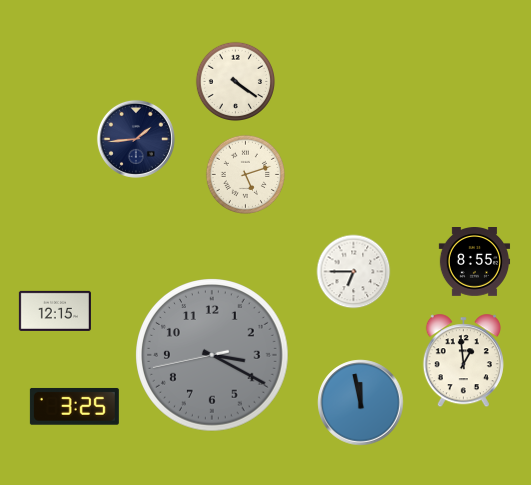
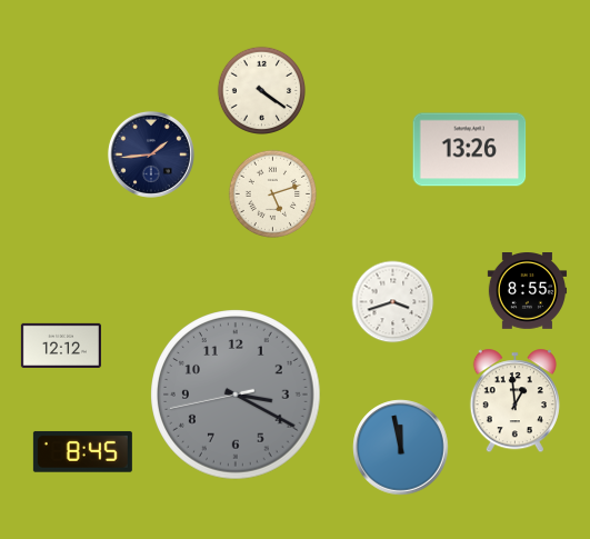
clock at (470, 150): none -> 13:26
clock at (354, 272): 6:45 -> 3:42
clock at (55, 311): 12:15 -> 12:12
clock at (74, 407): 3:25 -> 8:45
